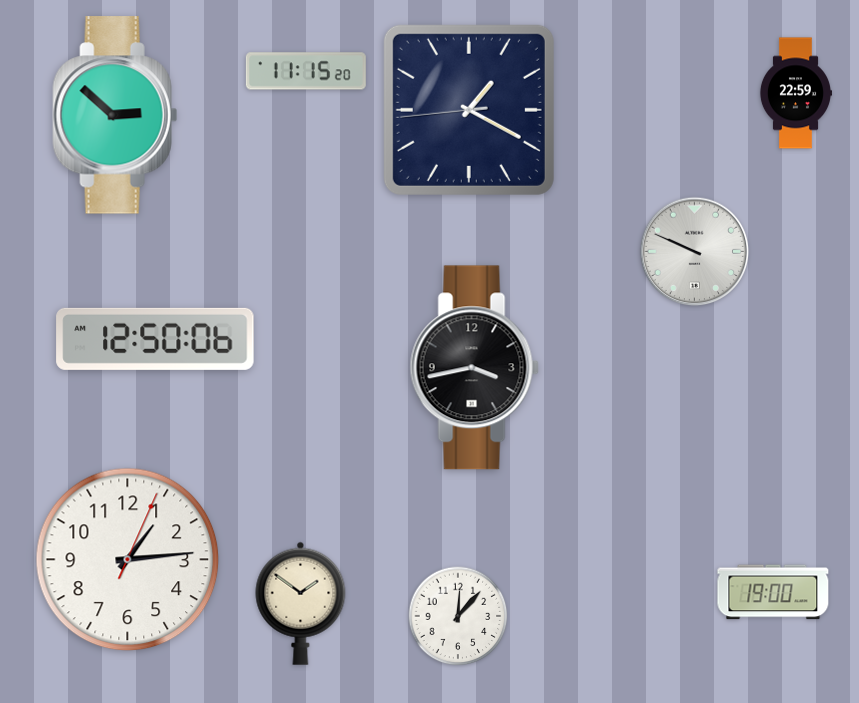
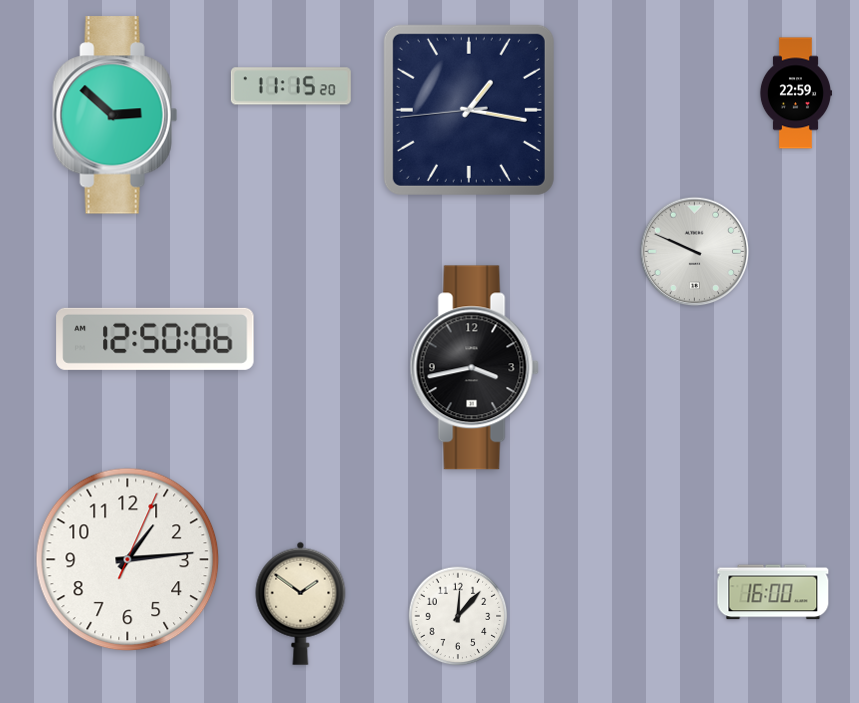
clock at (306, 71) position: (306, 71) -> (291, 86)
clock at (469, 110): 1:19 -> 1:16
clock at (773, 592): 19:00 -> 16:00
